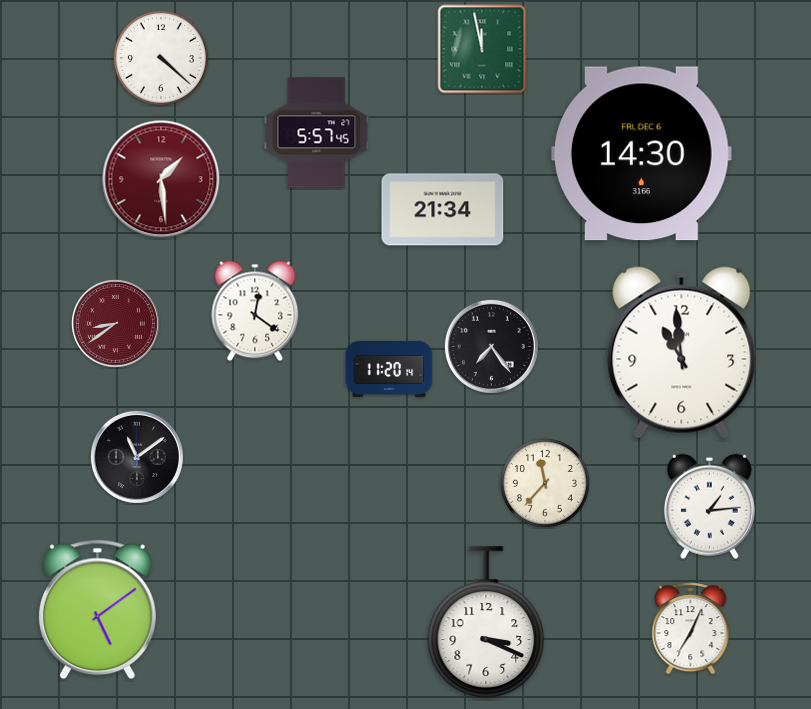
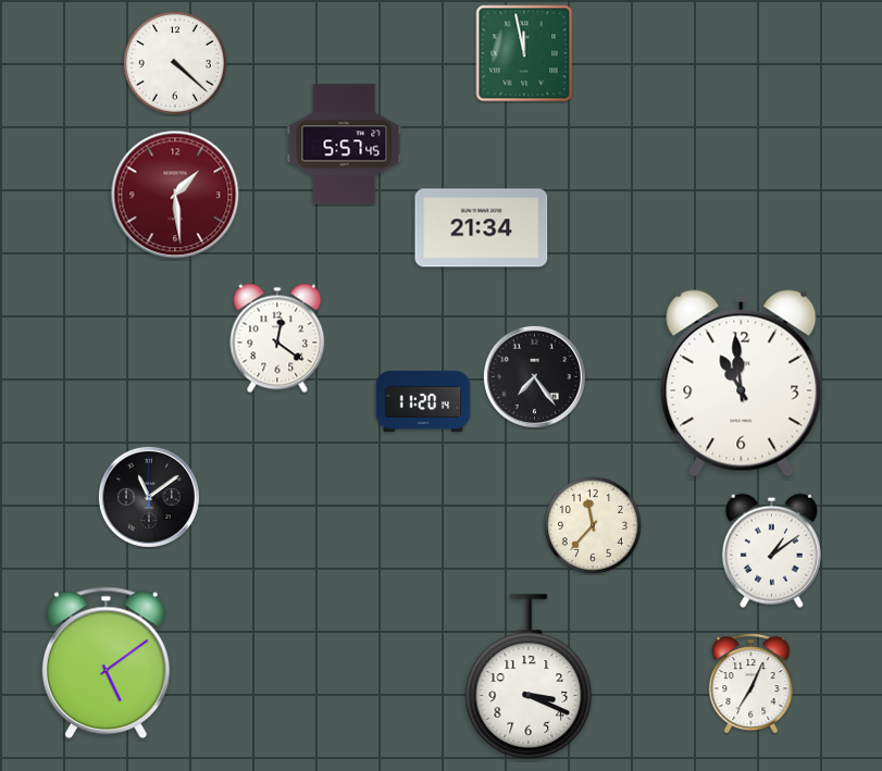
clock at (641, 154): 14:30 -> none
clock at (115, 323): 8:39 -> none
clock at (709, 506): 1:14 -> 1:09
